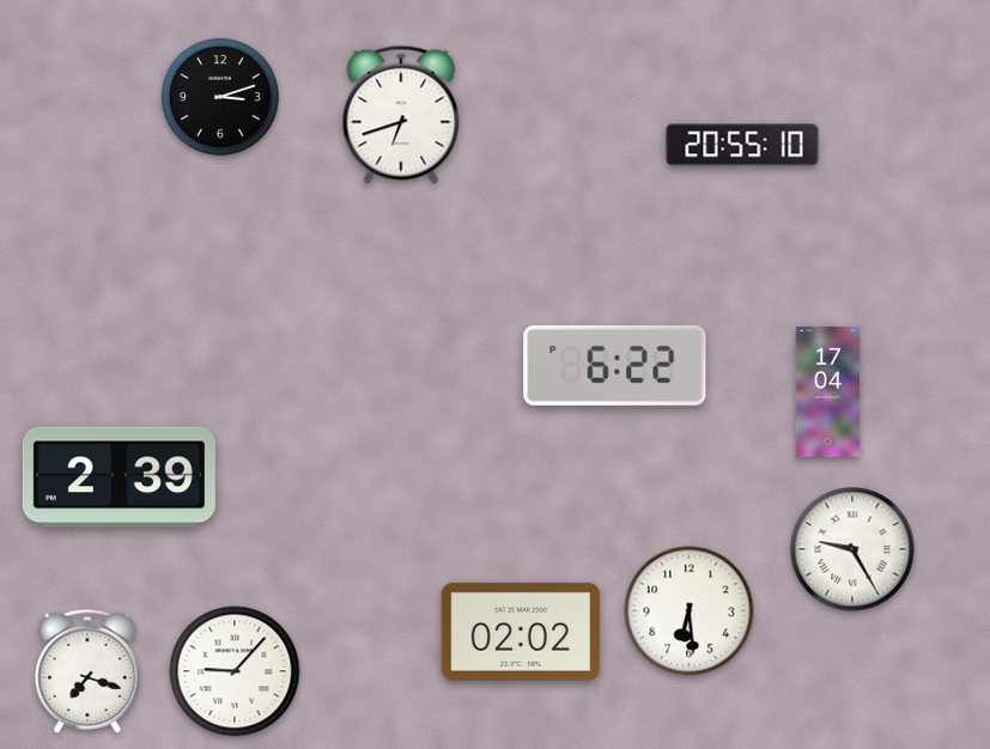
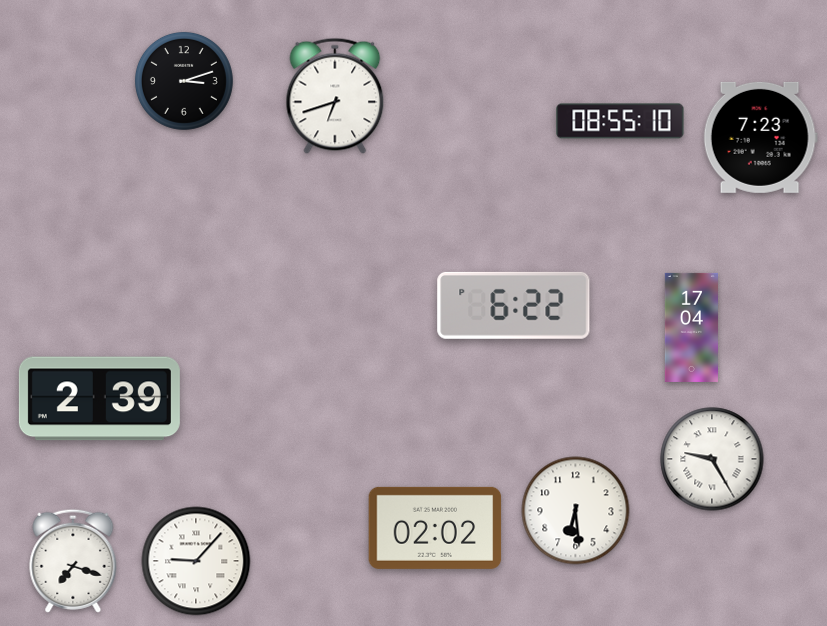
clock at (742, 145): 20:55 -> 08:55
clock at (760, 137): none -> 7:23
